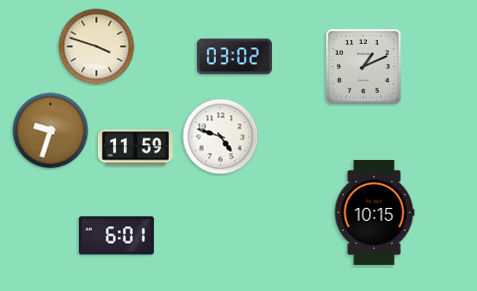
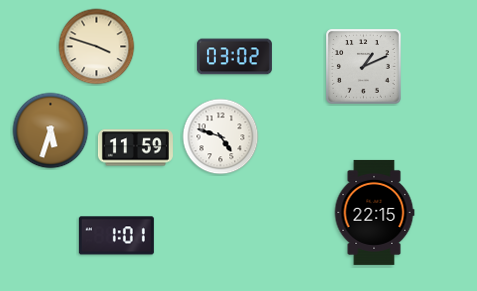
clock at (51, 131): 9:33 -> 5:33
clock at (374, 212): 10:15 -> 22:15
clock at (116, 236): 6:01 -> 1:01
